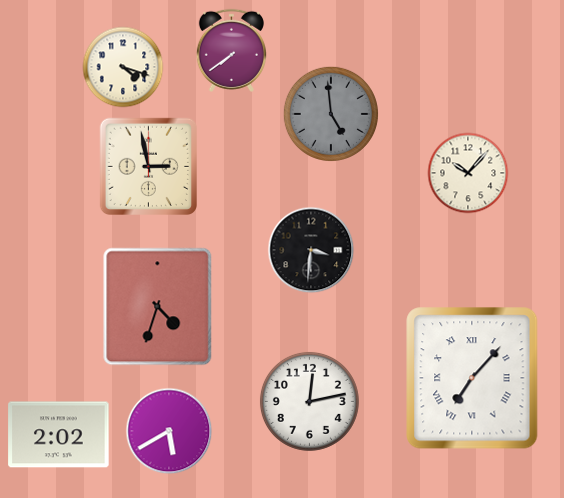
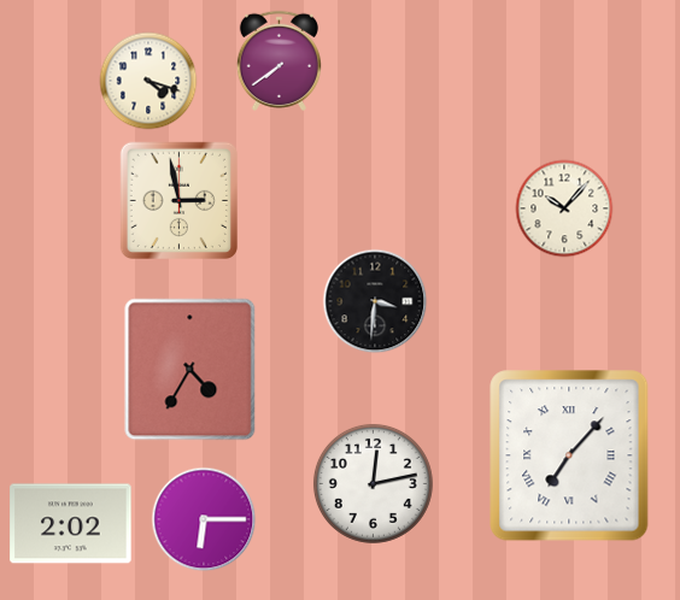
clock at (331, 114): 4:59 -> none
clock at (158, 307): 4:33 -> 4:35
clock at (169, 431): 5:40 -> 6:15
